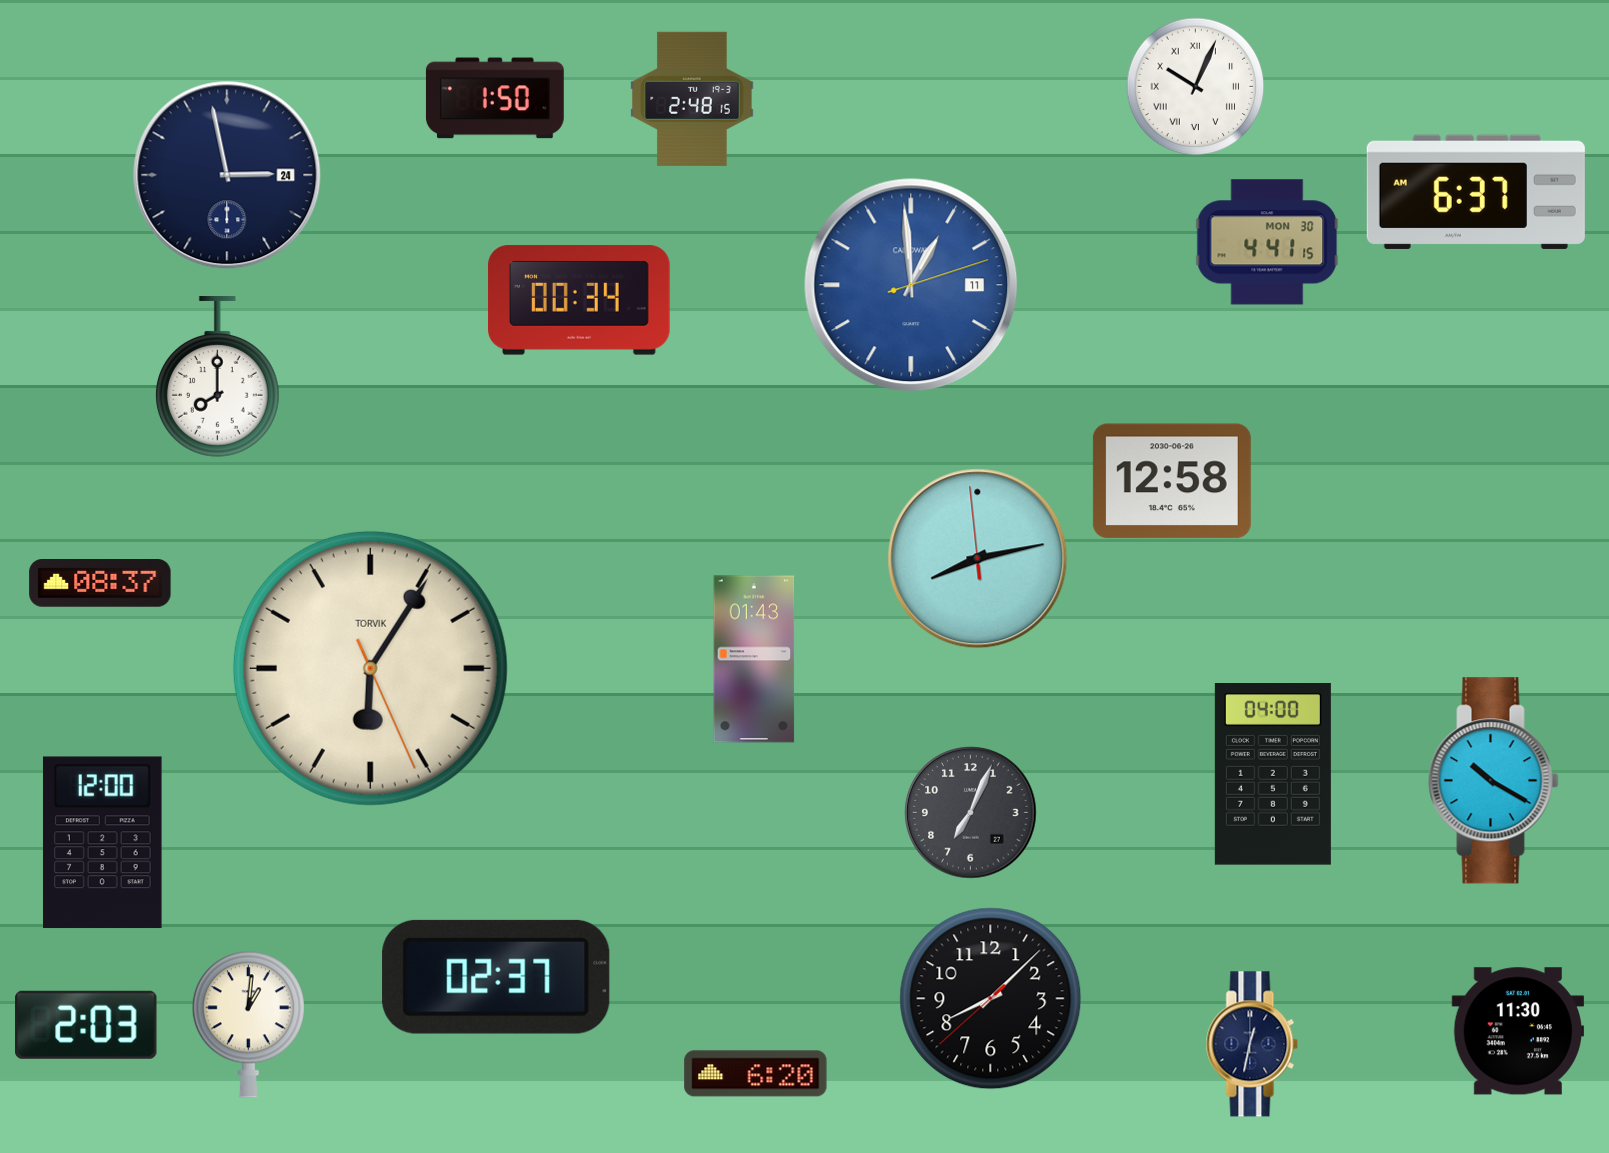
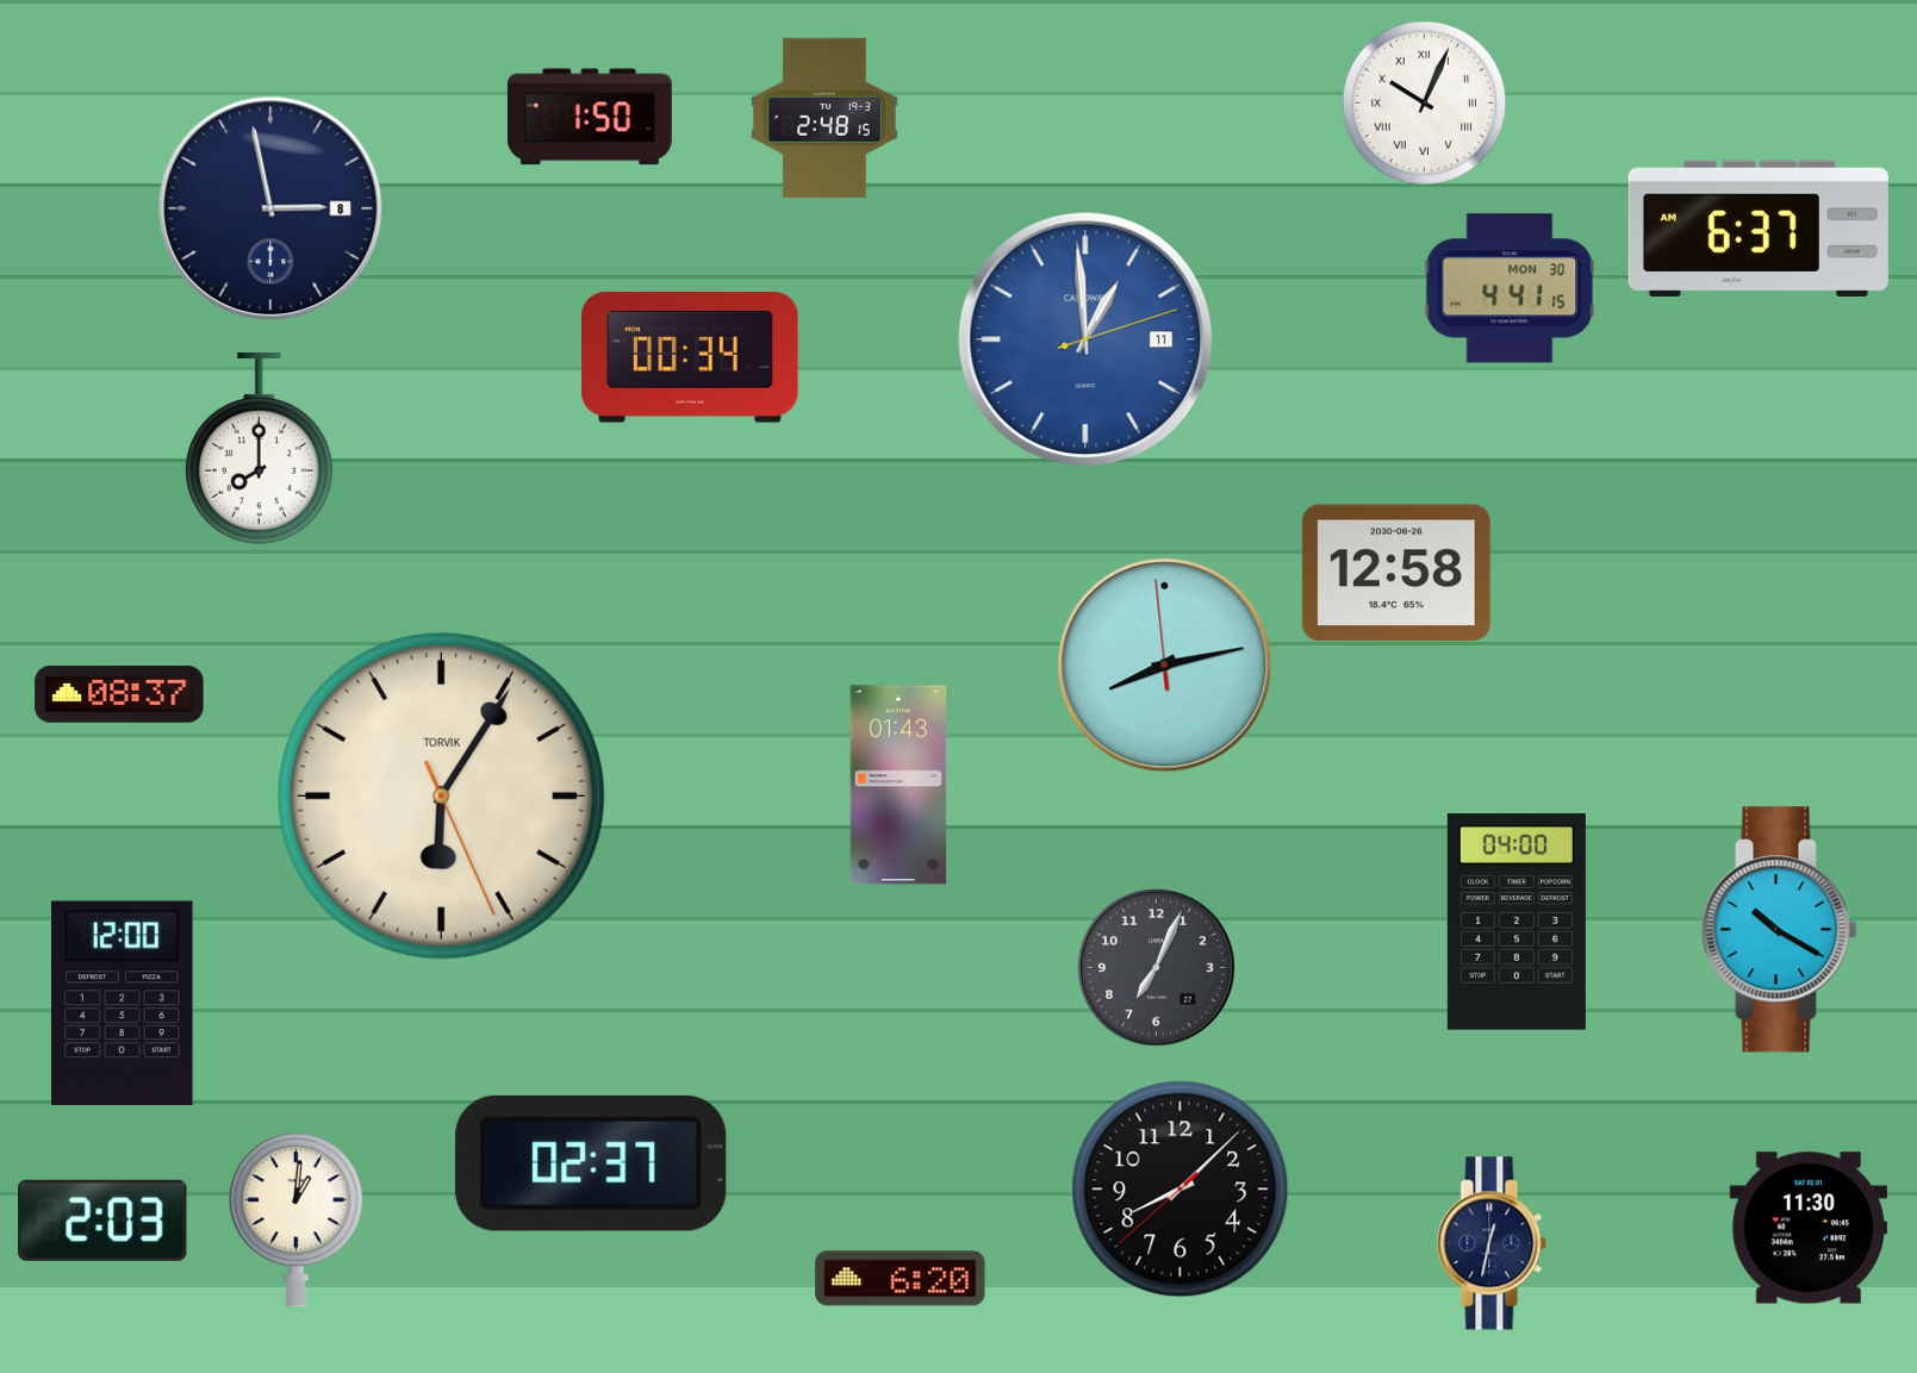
clock at (227, 175) date: 24 -> 8
